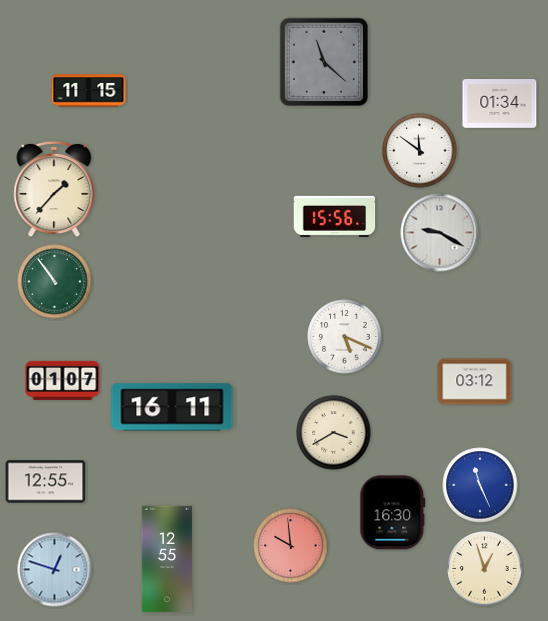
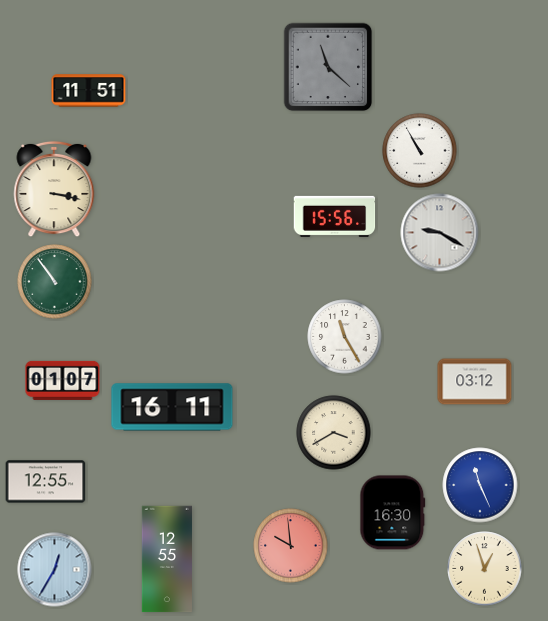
clock at (324, 62) position: (324, 62) -> (328, 67)
clock at (89, 91): 11:15 -> 11:51
clock at (500, 104): 01:34 -> none
clock at (420, 151): 11:51 -> 10:55
clock at (54, 189): 1:37 -> 3:17
clock at (345, 337): 5:19 -> 11:25
clock at (55, 570): 12:48 -> 12:35
